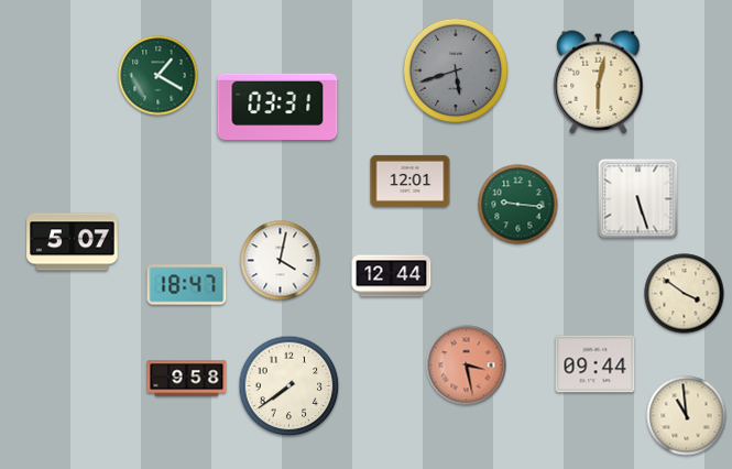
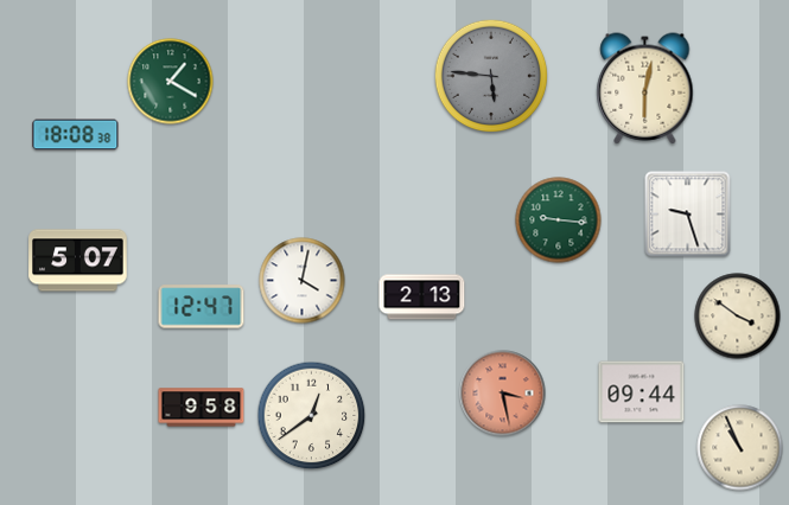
clock at (456, 70): 5:42 -> 5:46
clock at (277, 107): 03:31 -> none
clock at (76, 135): none -> 18:08
clock at (411, 181): 12:01 -> none
clock at (638, 199): 5:27 -> 9:27
clock at (392, 276): 12:44 -> 2:13
clock at (187, 285): 18:47 -> 12:47
clock at (289, 386): 7:39 -> 12:39
clock at (687, 416): 10:59 -> 10:56
